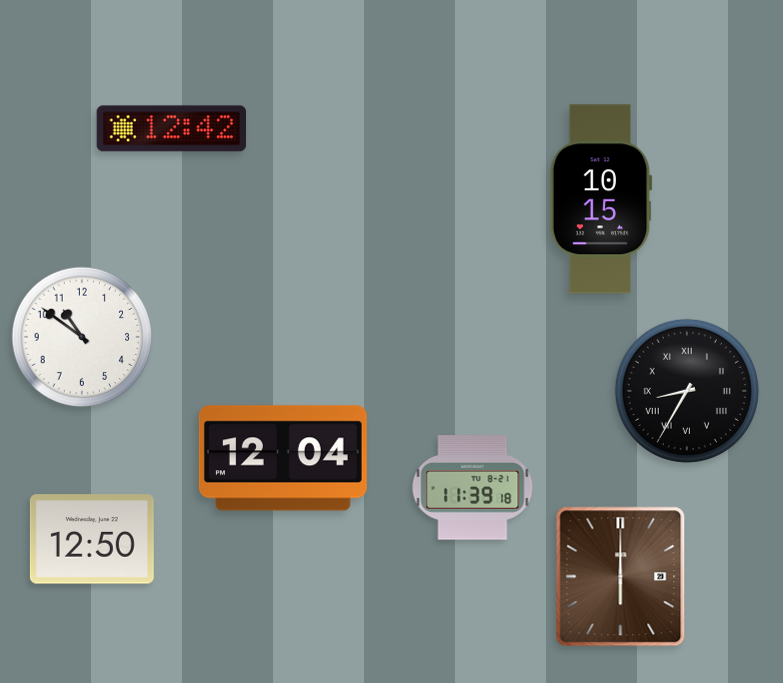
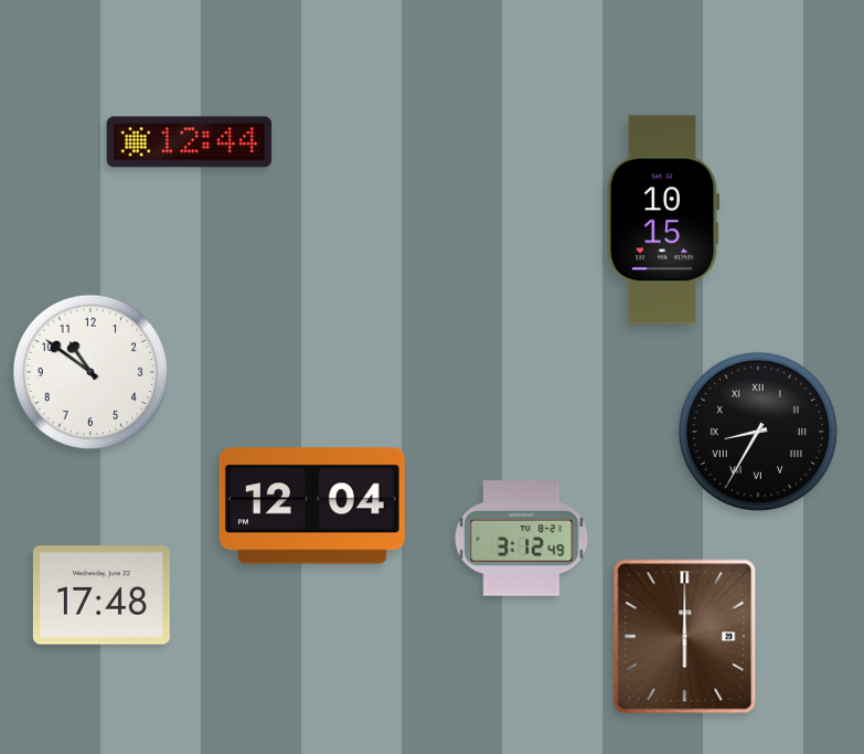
clock at (172, 129): 12:42 -> 12:44
clock at (473, 488): 11:39 -> 3:12
clock at (92, 539): 12:50 -> 17:48
